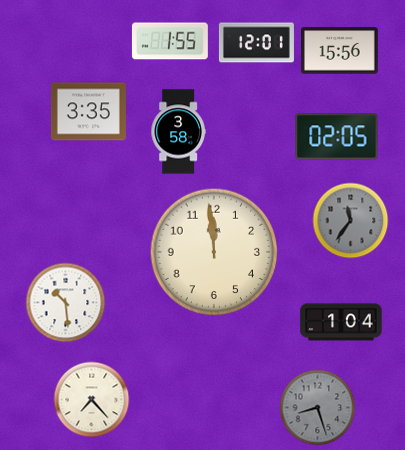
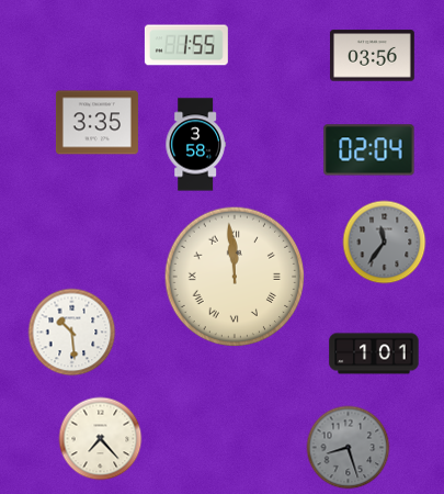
clock at (256, 43): 12:01 -> none
clock at (340, 51): 15:56 -> 03:56
clock at (337, 137): 02:05 -> 02:04
clock at (214, 252) numerals: Arabic -> Roman
clock at (341, 322): 1:04 -> 1:01
